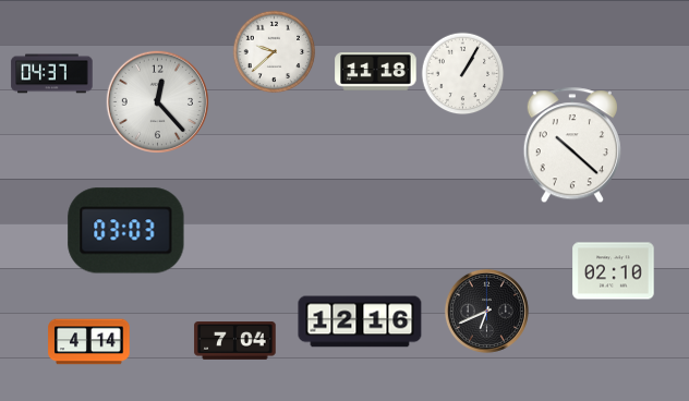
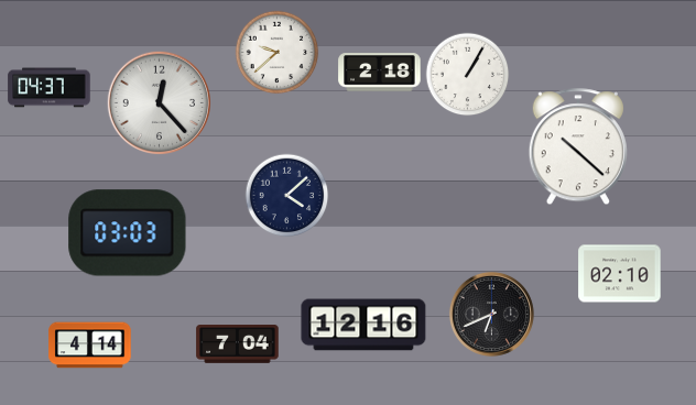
clock at (376, 72): 11:18 -> 2:18
clock at (52, 74) position: (52, 74) -> (50, 88)
clock at (287, 196): none -> 4:08
